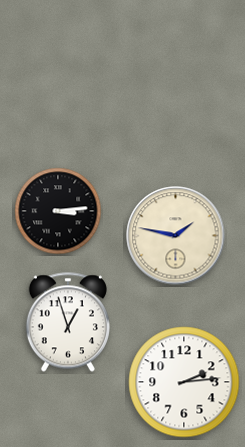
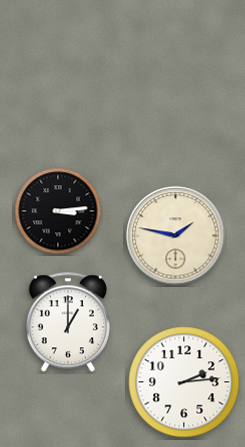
clock at (68, 322): 12:57 -> 1:00
